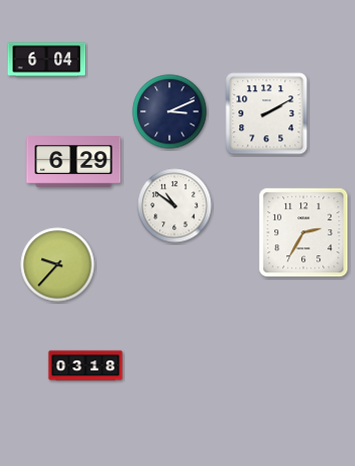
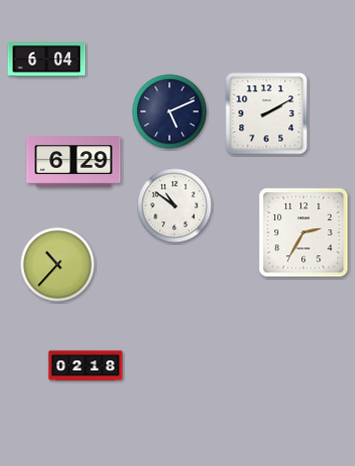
clock at (170, 112): 3:11 -> 5:11
clock at (58, 265): 9:37 -> 10:37
clock at (86, 366): 03:18 -> 02:18
